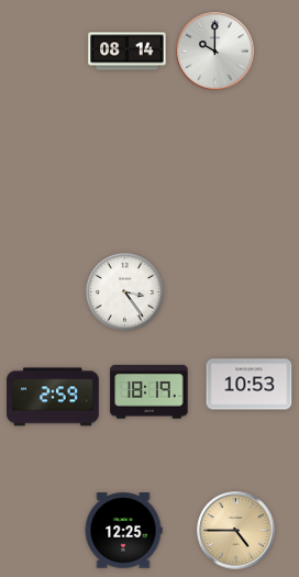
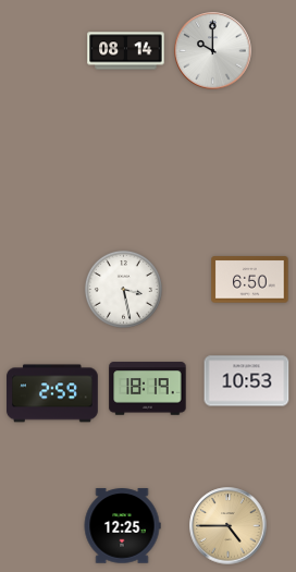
clock at (250, 280): none -> 6:50
clock at (124, 291): 3:24 -> 3:28
clock at (236, 531) position: (236, 531) -> (229, 526)
